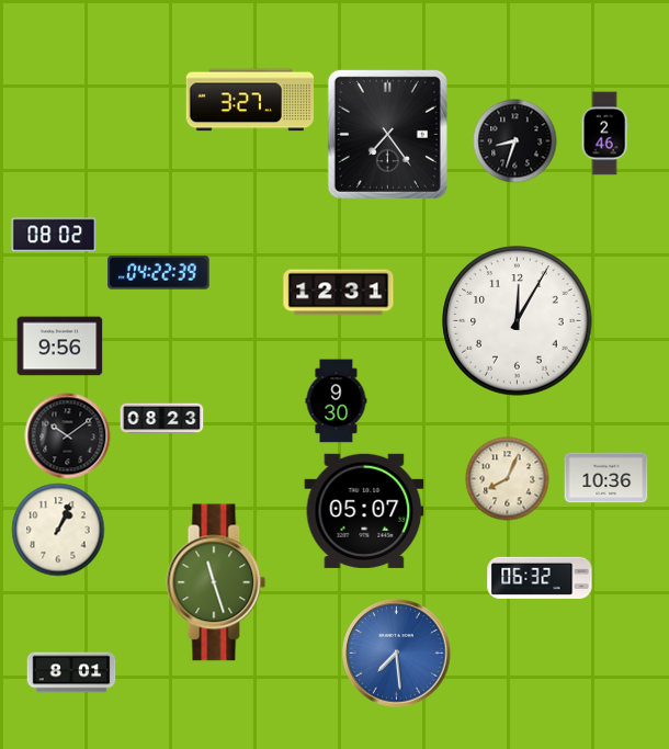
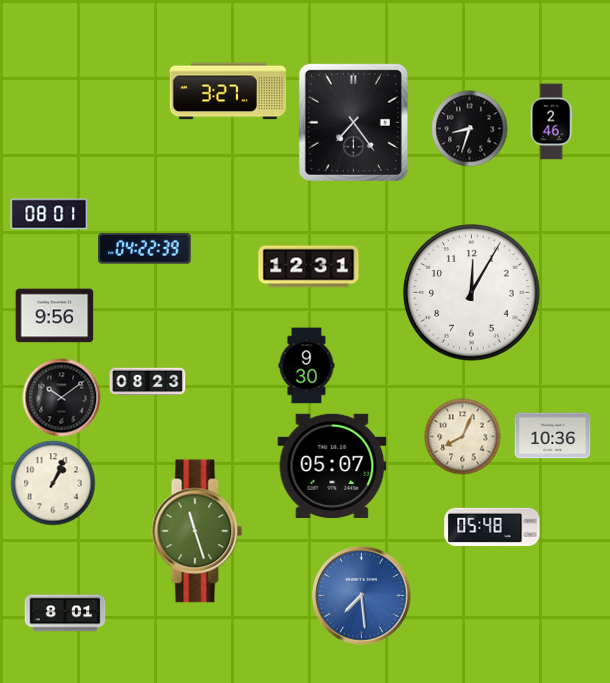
clock at (54, 235): 08:02 -> 08:01
clock at (540, 578): 06:32 -> 05:48
